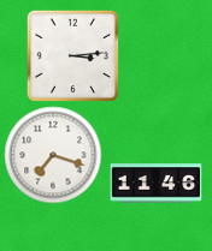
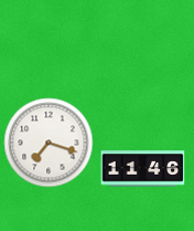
clock at (72, 55): 3:14 -> none
